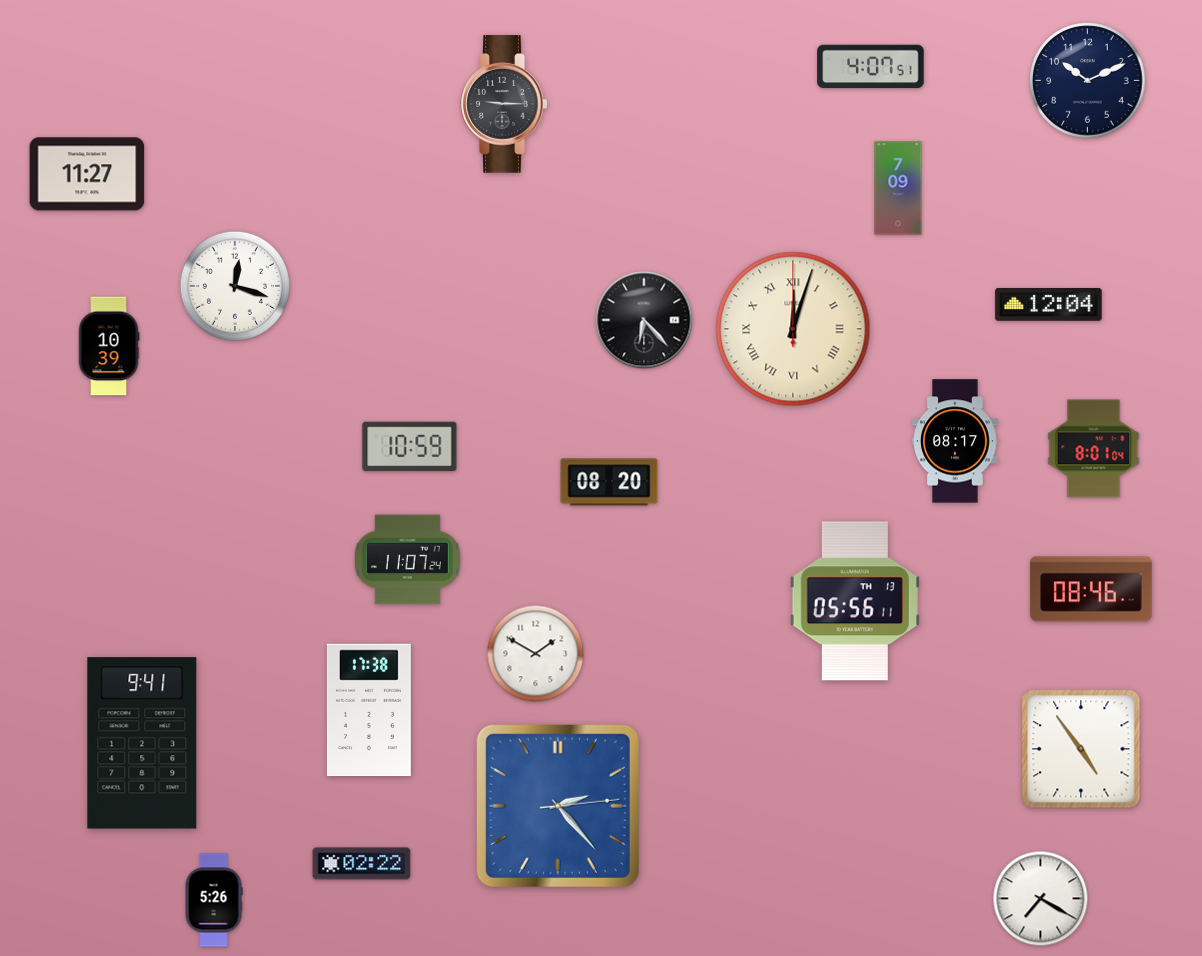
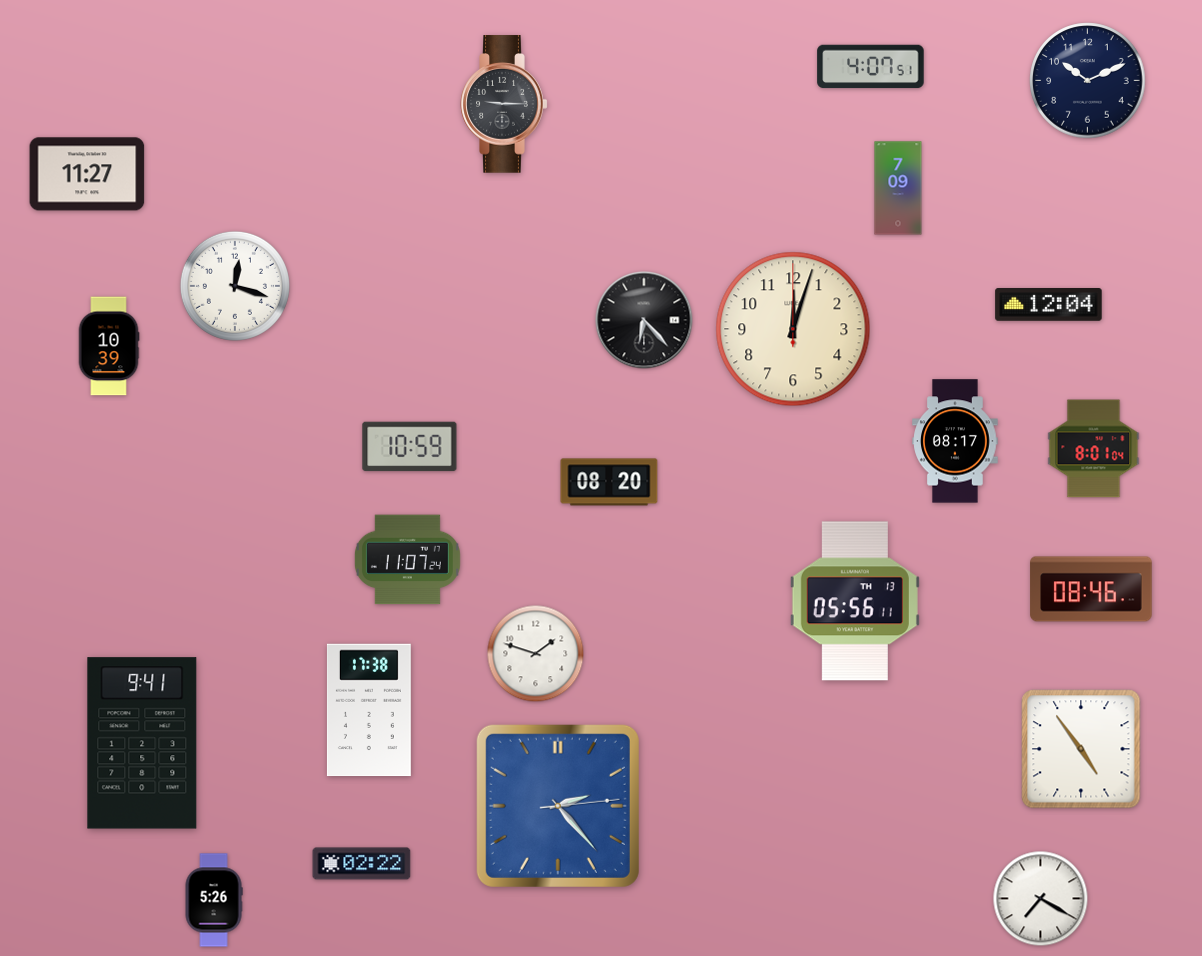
clock at (793, 329) numerals: Roman -> Arabic
clock at (536, 654): 1:50 -> 1:48
